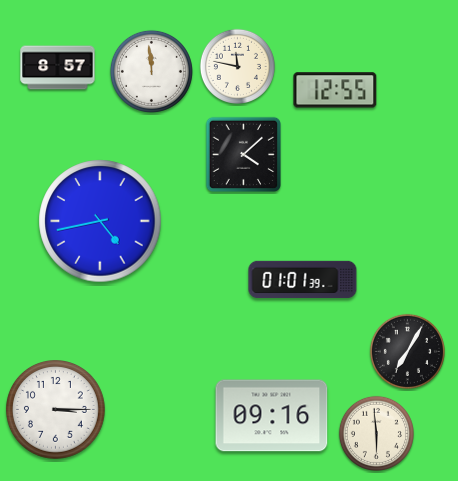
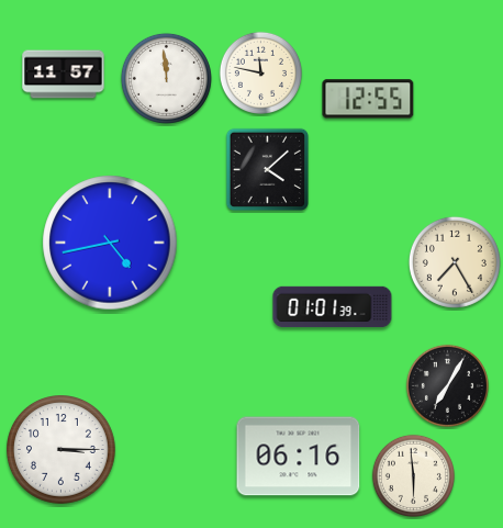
clock at (58, 68): 8:57 -> 11:57
clock at (455, 262): none -> 7:25
clock at (272, 416): 09:16 -> 06:16
